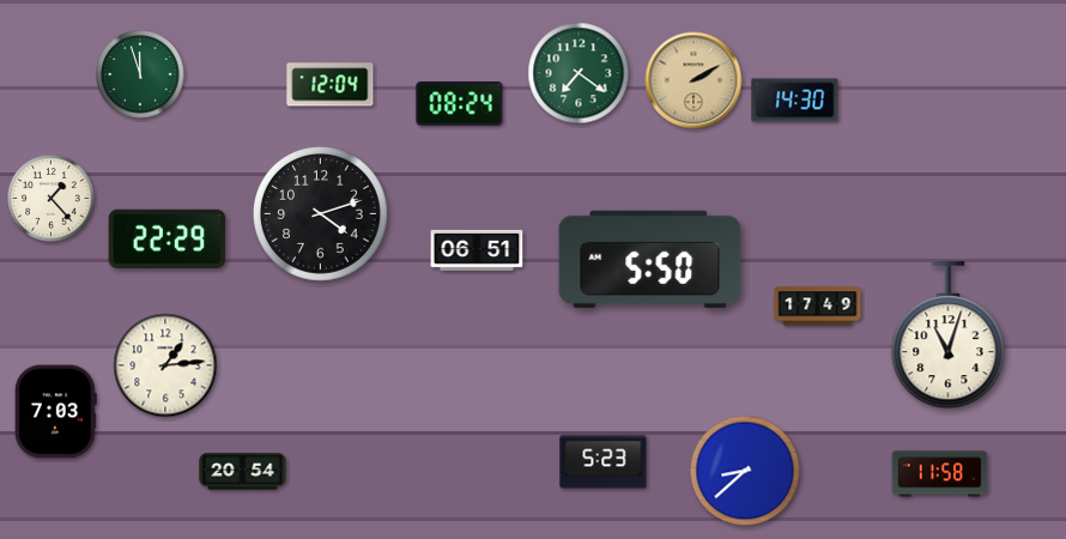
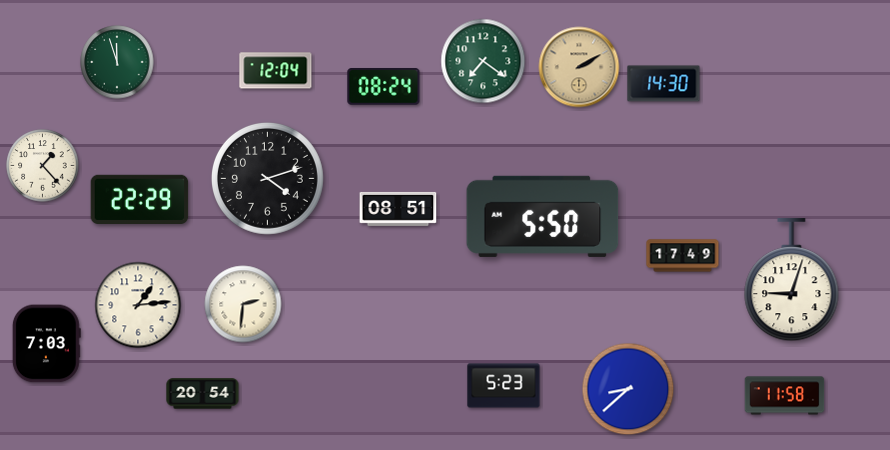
clock at (477, 250): 06:51 -> 08:51
clock at (949, 335): 11:03 -> 9:03
clock at (243, 304): none -> 2:31
clock at (745, 471) position: (745, 471) -> (628, 389)
